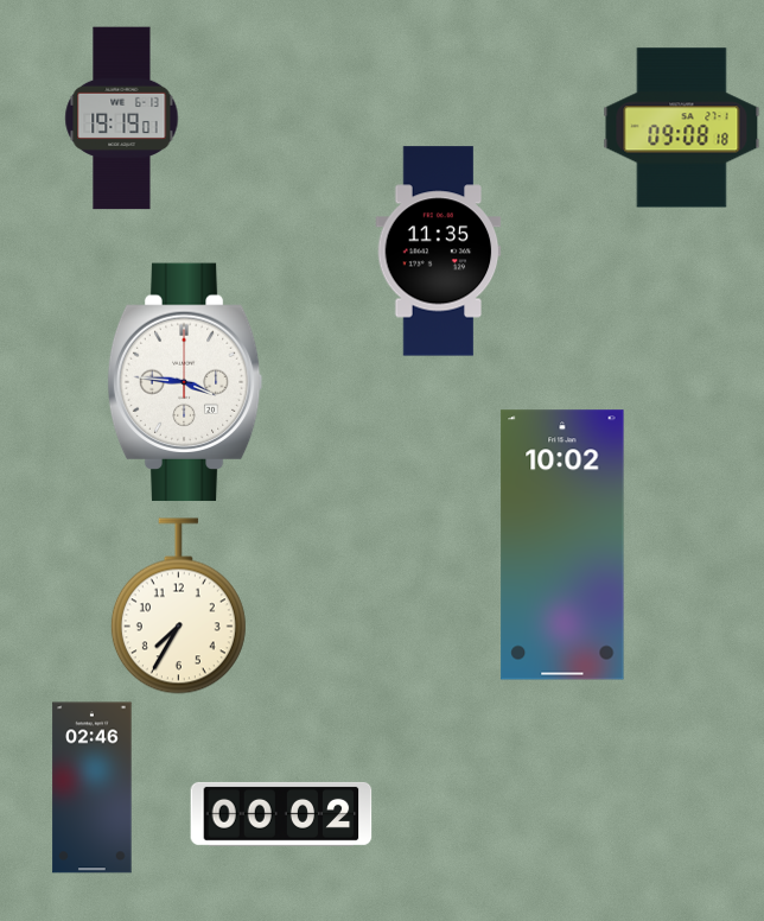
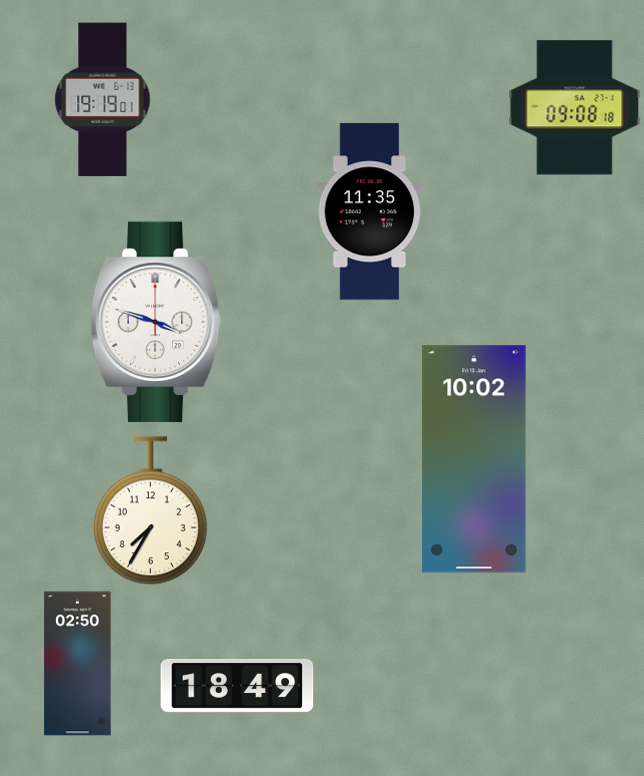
clock at (185, 382): 3:46 -> 3:48
clock at (93, 788): 02:46 -> 02:50
clock at (281, 814): 00:02 -> 18:49
